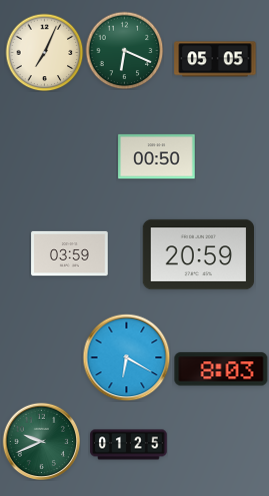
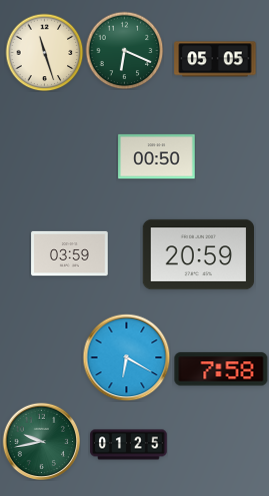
clock at (44, 52): 7:04 -> 11:27
clock at (221, 369): 8:03 -> 7:58
clock at (41, 441): 9:41 -> 9:43
